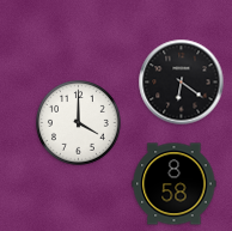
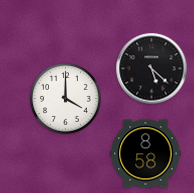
clock at (182, 83): 6:21 -> 5:22
clock at (79, 123) position: (79, 123) -> (66, 99)
